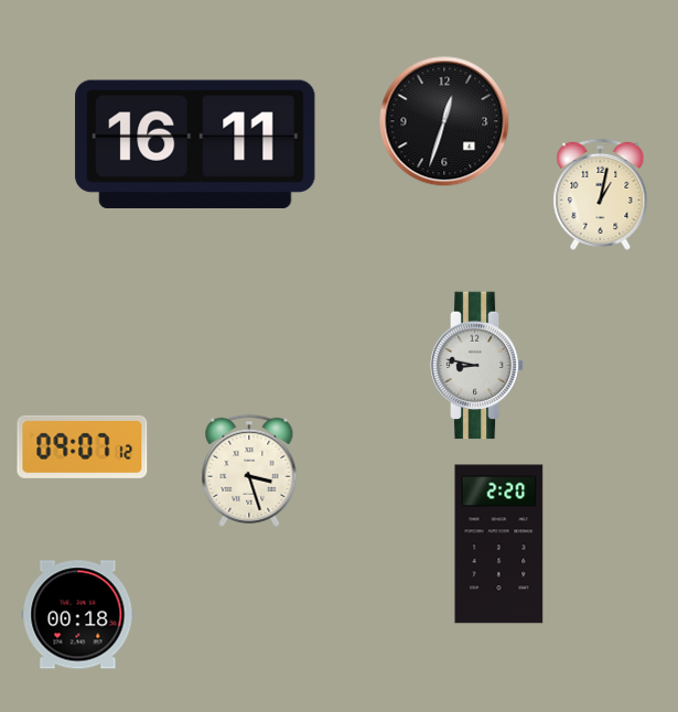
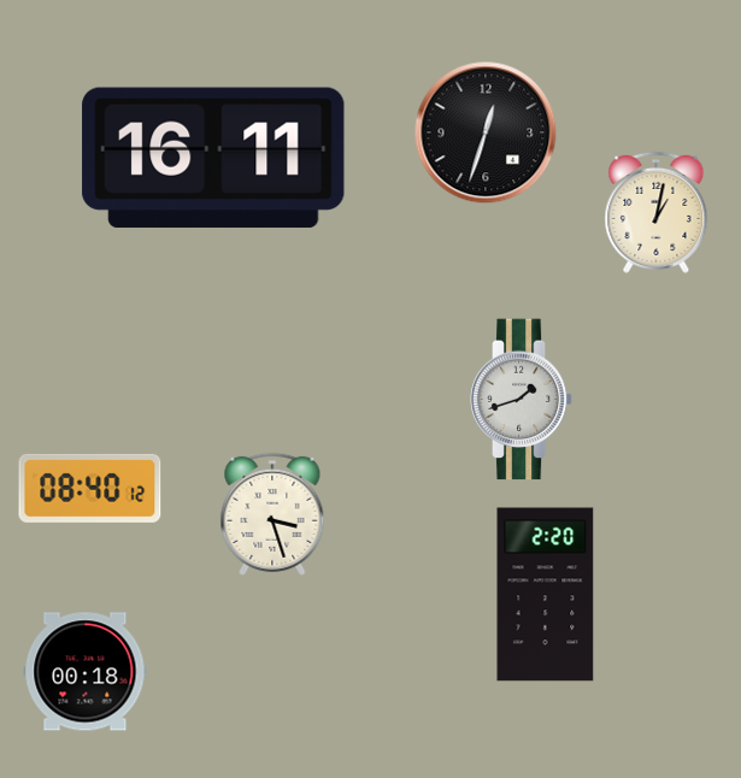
clock at (477, 366): 8:47 -> 1:42
clock at (83, 446): 09:07 -> 08:40
